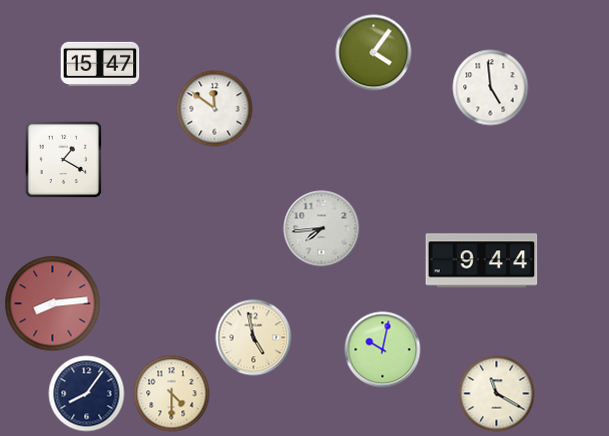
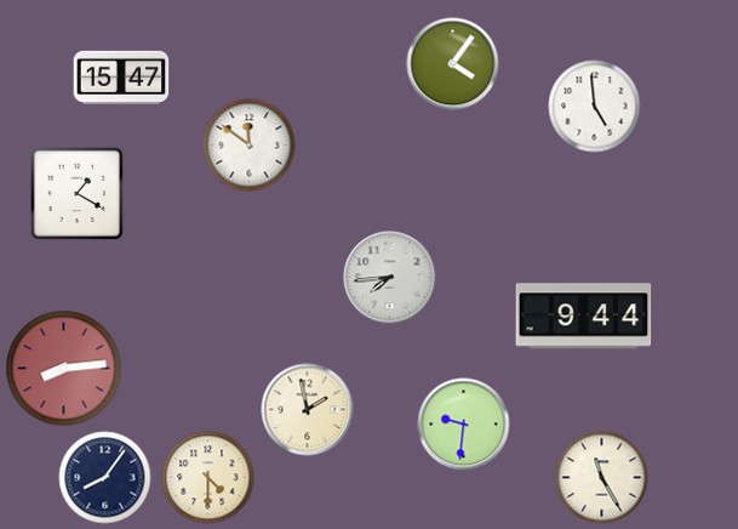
clock at (215, 109) position: (215, 109) -> (250, 146)
clock at (254, 338): 4:58 -> 1:58
clock at (383, 350): 10:02 -> 9:31
clock at (497, 394): 11:20 -> 11:25
